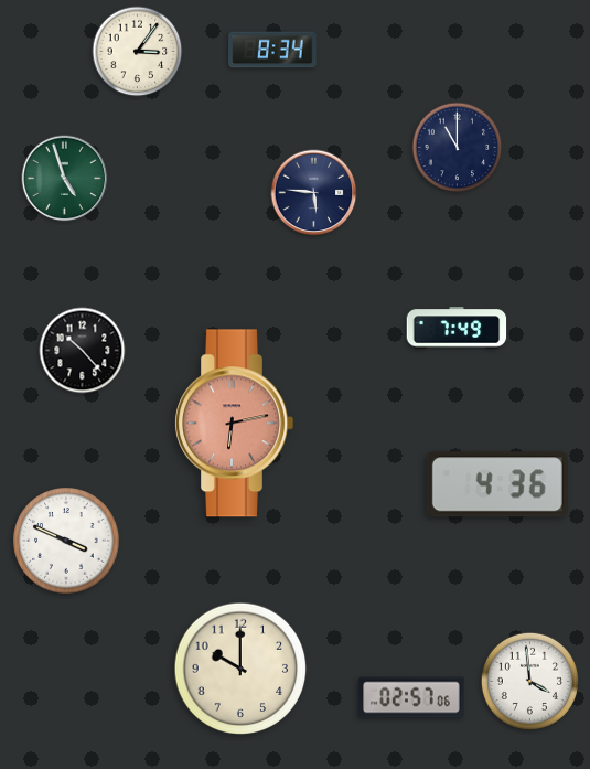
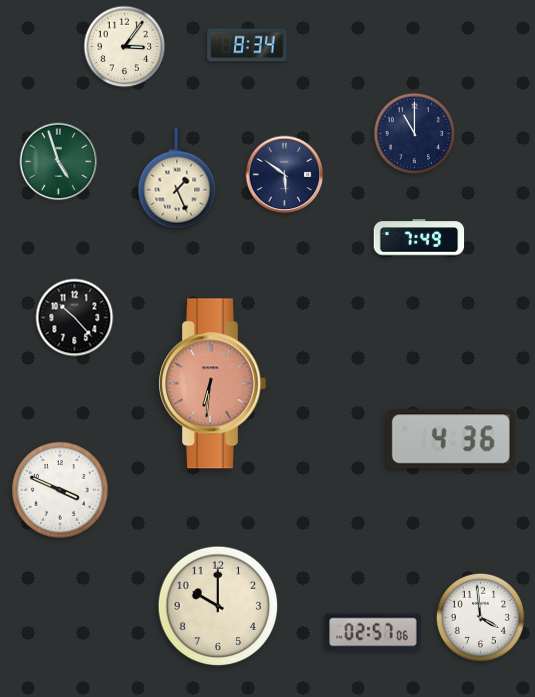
clock at (314, 193): 5:46 -> 5:51
clock at (177, 178): none -> 1:26
clock at (457, 328) position: (457, 328) -> (419, 238)
clock at (234, 424): 6:13 -> 6:31
